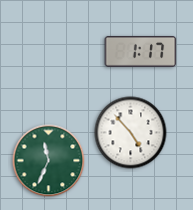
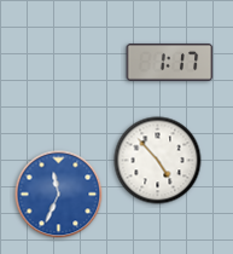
clock at (49, 161) dial: green -> blue
